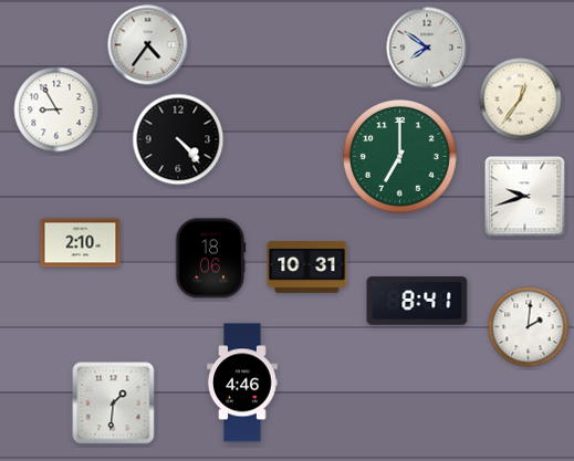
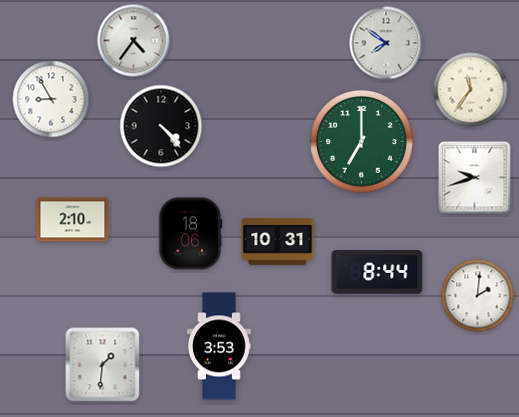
clock at (521, 99): 12:36 -> 11:36
clock at (417, 301): 8:41 -> 8:44
clock at (242, 383): 4:46 -> 3:53
